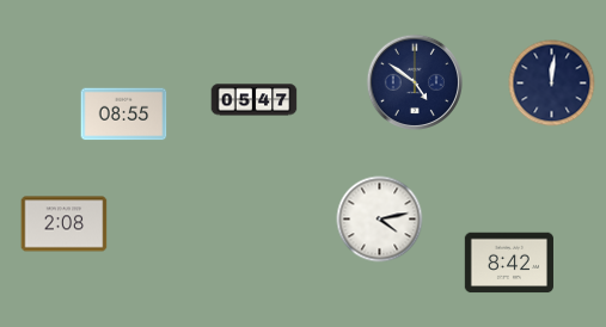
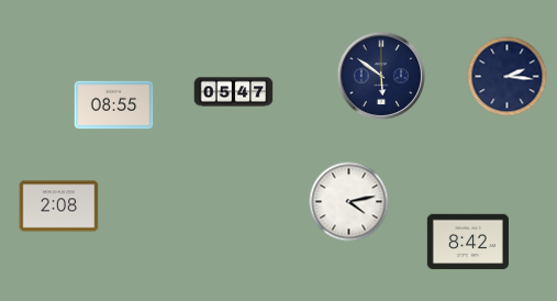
clock at (415, 82): 4:51 -> 5:51
clock at (552, 84): 12:01 -> 2:16
